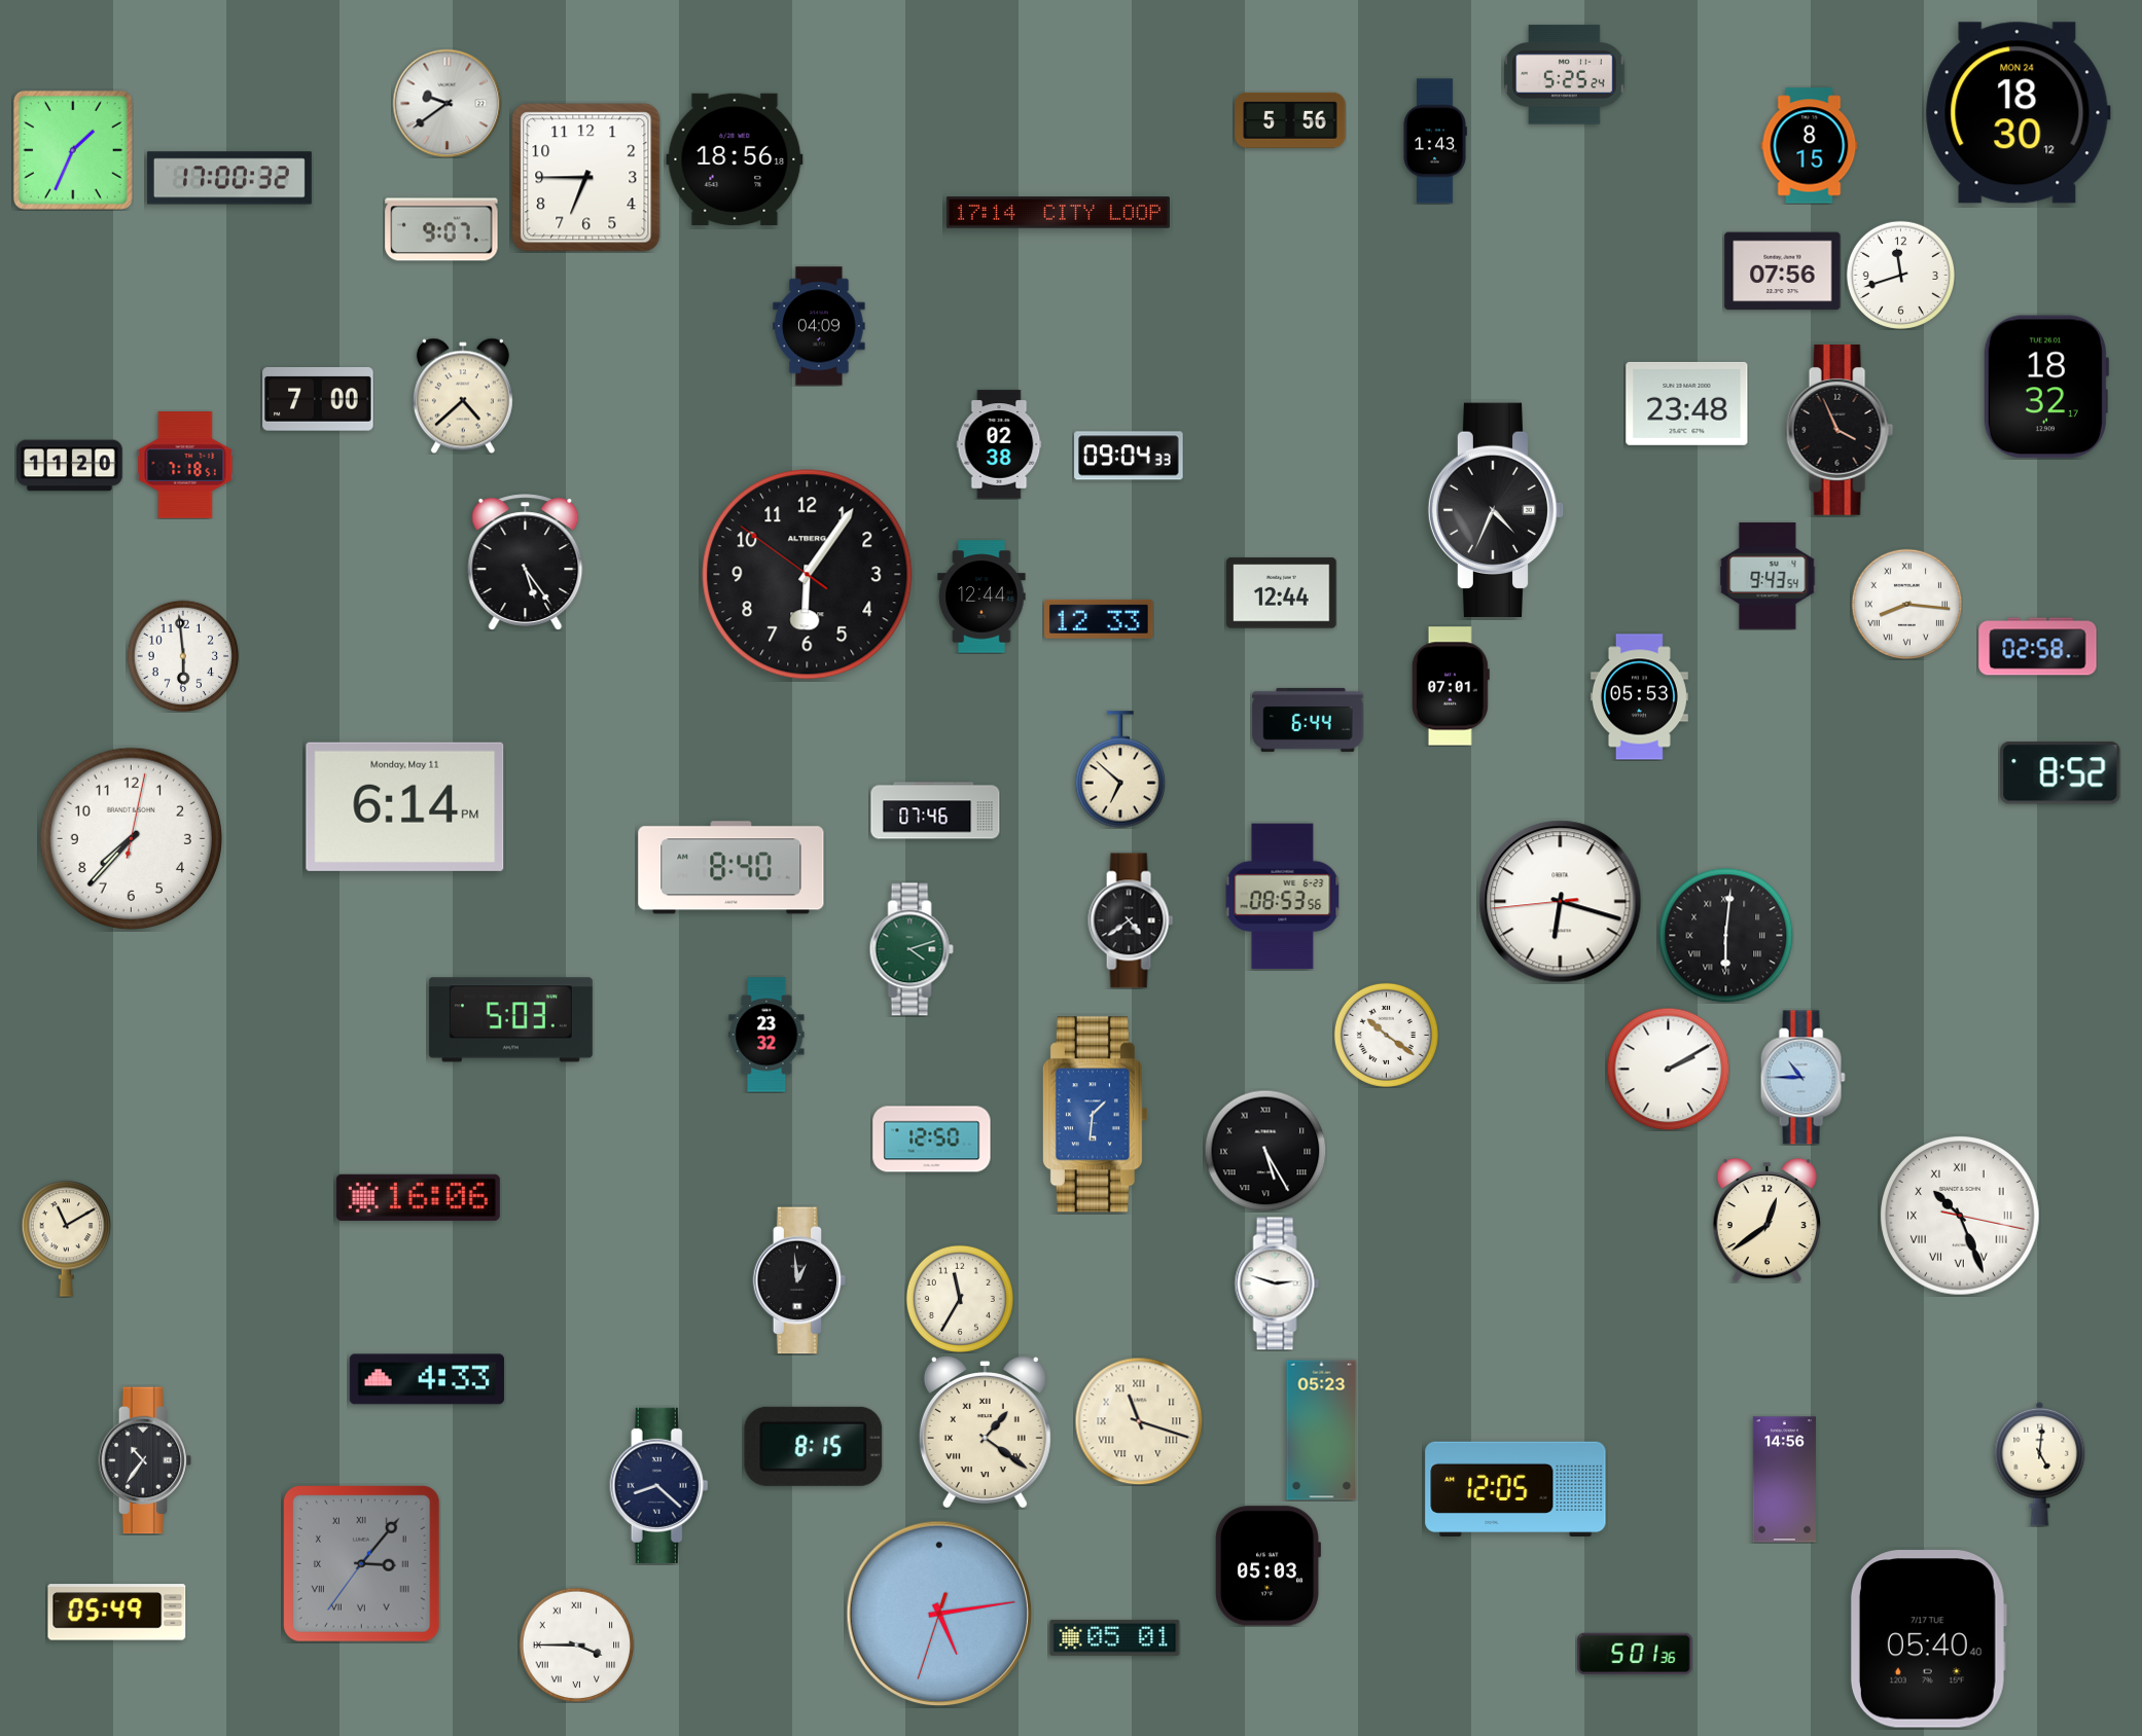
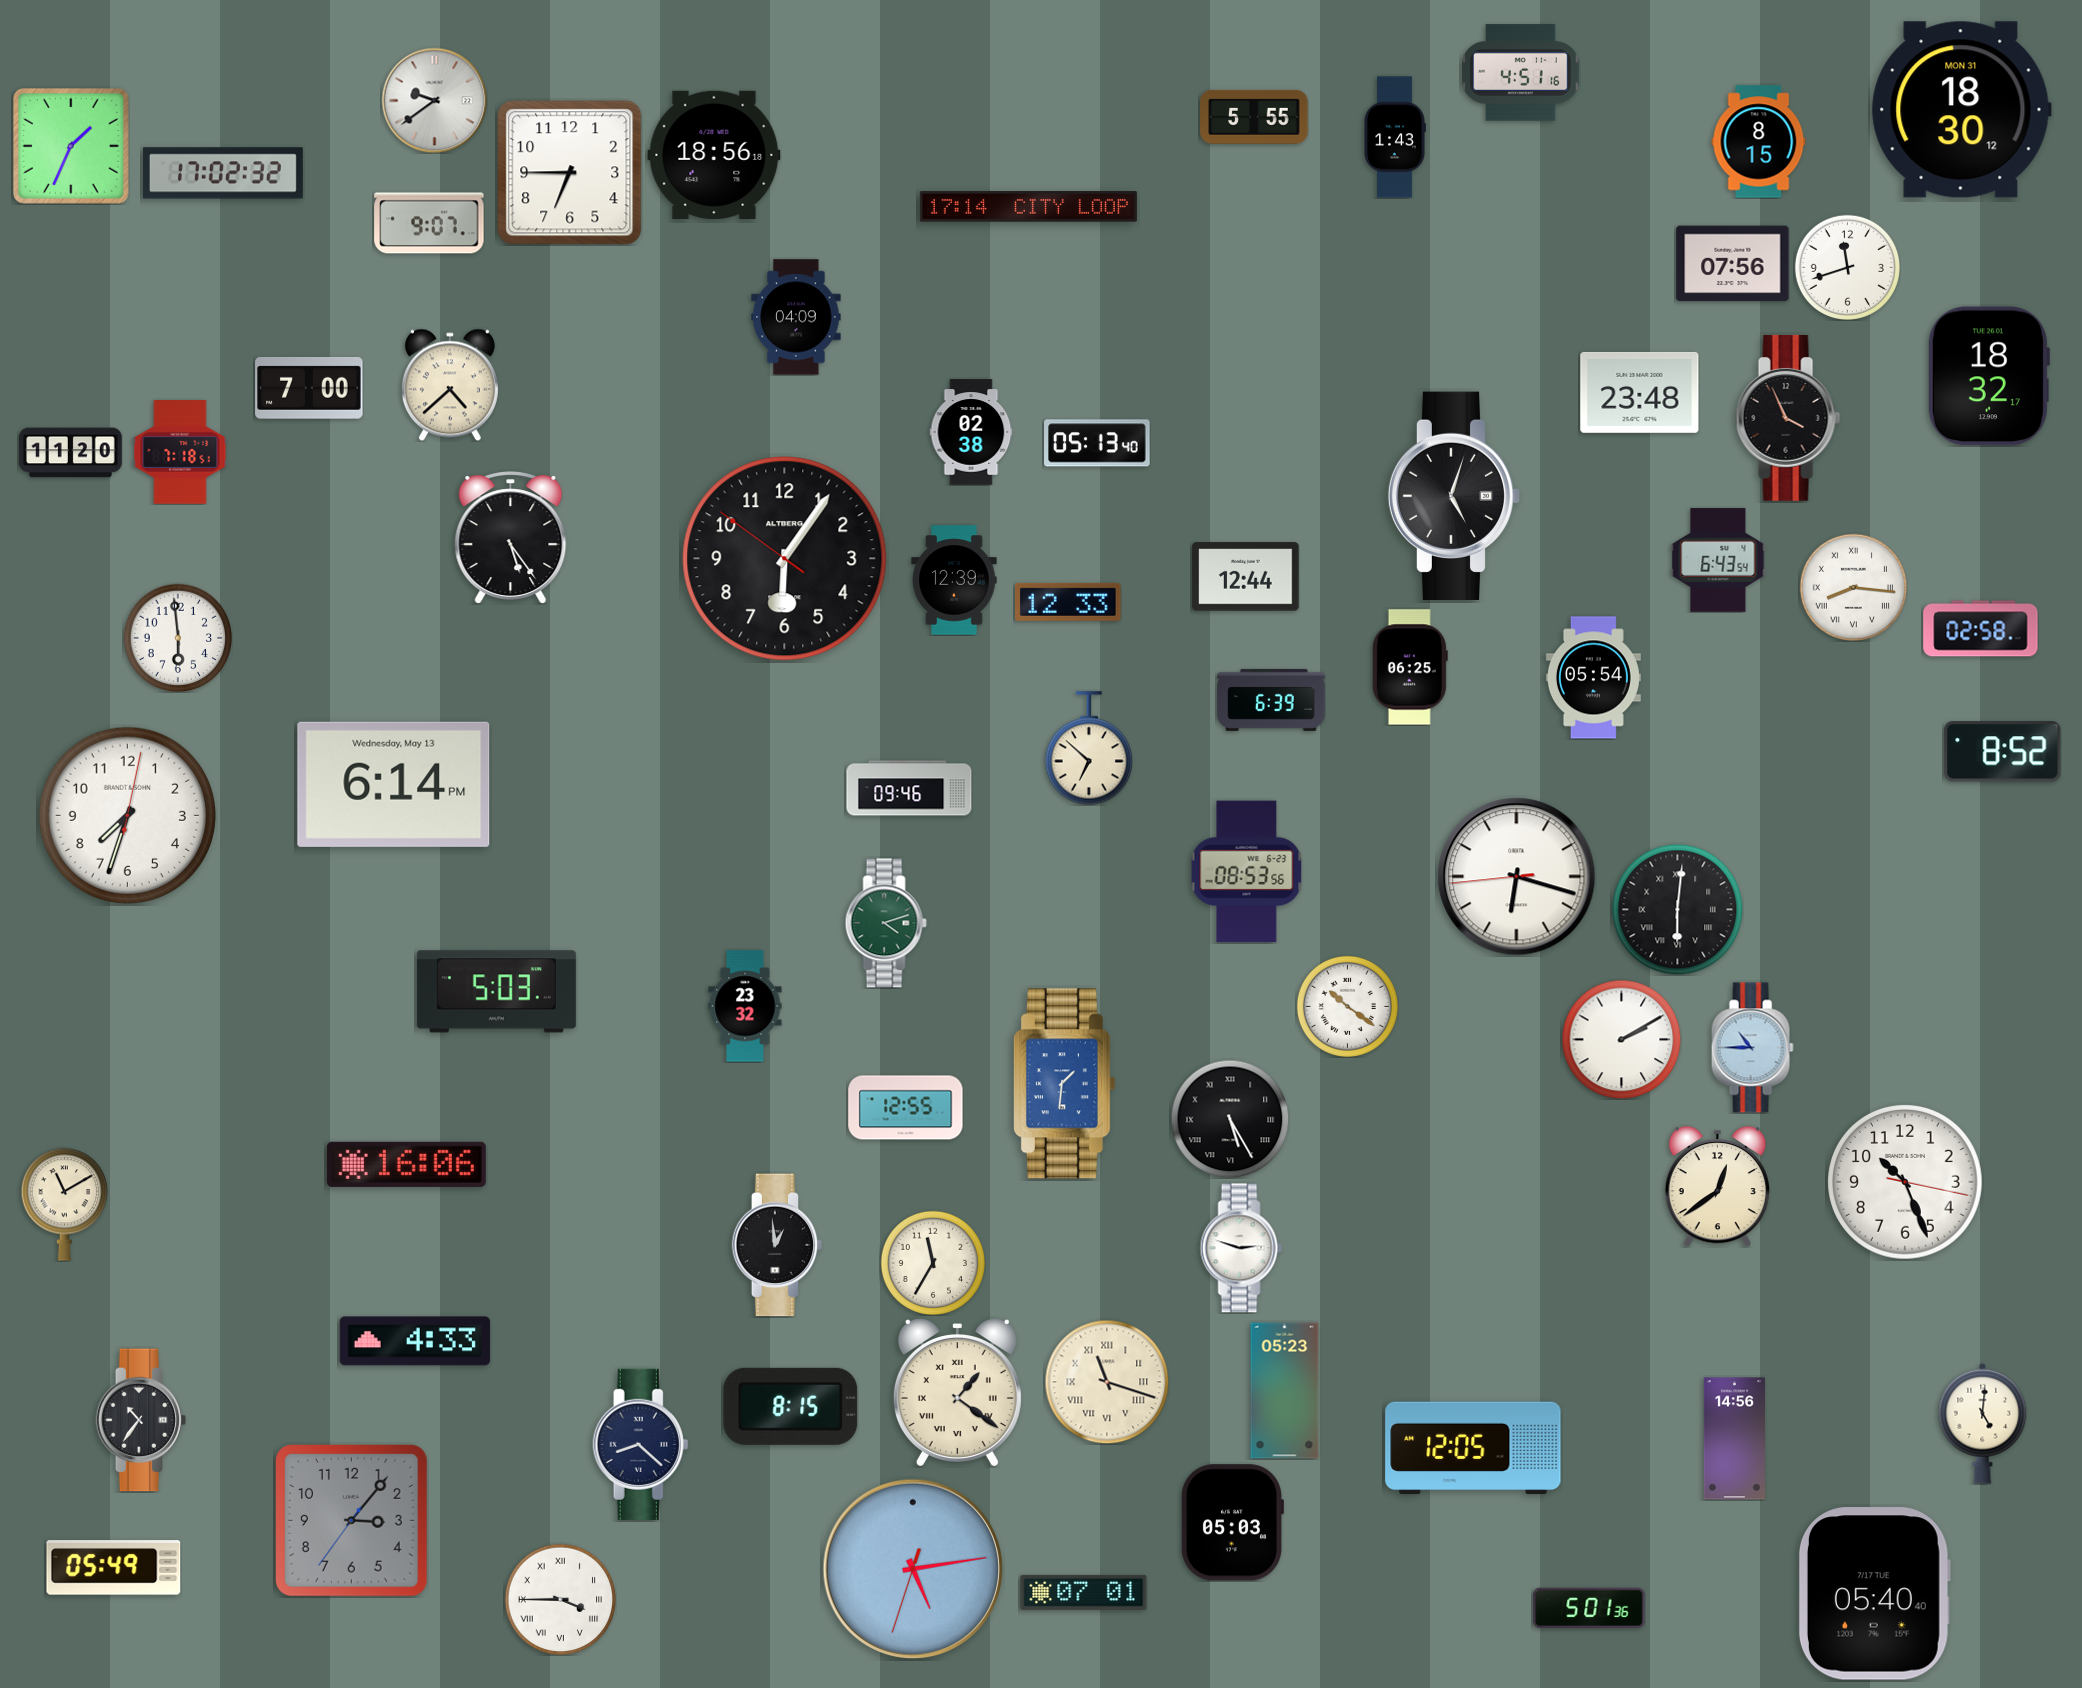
clock at (1565, 75): 5:25 -> 4:51
clock at (2018, 113) date: MON 24 -> MON 31
clock at (1290, 120): 5:56 -> 5:55
clock at (229, 178): 17:00 -> 17:02
clock at (1129, 456): 09:04 -> 05:13
clock at (70, 466) position: (70, 466) -> (71, 453)
clock at (1496, 510): 4:34 -> 5:03
clock at (526, 562) position: (526, 562) -> (511, 537)
clock at (1768, 576): 9:43 -> 6:43
clock at (981, 596): 12:44 -> 12:39
clock at (1451, 686): 07:01 -> 06:25
clock at (1639, 697): 05:53 -> 05:54
clock at (1308, 720): 6:44 -> 6:39
clock at (405, 806) date: Monday, May 11 -> Wednesday, May 13
clock at (935, 810): 07:46 -> 09:46
clock at (131, 838): 7:37 -> 7:33
clock at (731, 868): 8:40 -> none
clock at (1131, 920): 4:39 -> none
clock at (932, 1140): 12:50 -> 12:55
clock at (1961, 1217) numerals: Roman -> Arabic
clock at (362, 1564) numerals: Roman -> Arabic
clock at (1115, 1637): 05:01 -> 07:01
